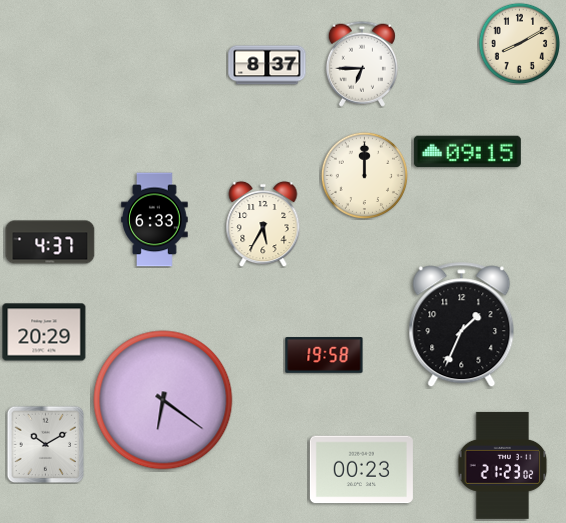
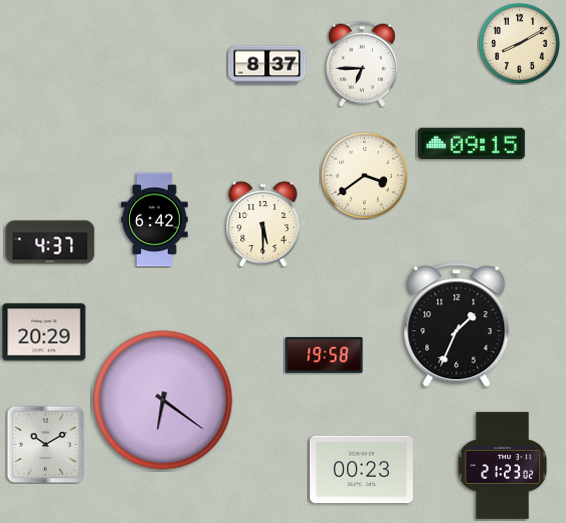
clock at (467, 152) position: (467, 152) -> (471, 144)
clock at (364, 175): 12:00 -> 3:39
clock at (155, 220): 6:33 -> 6:42
clock at (263, 224): 5:35 -> 5:30
clock at (462, 325) position: (462, 325) -> (457, 325)
